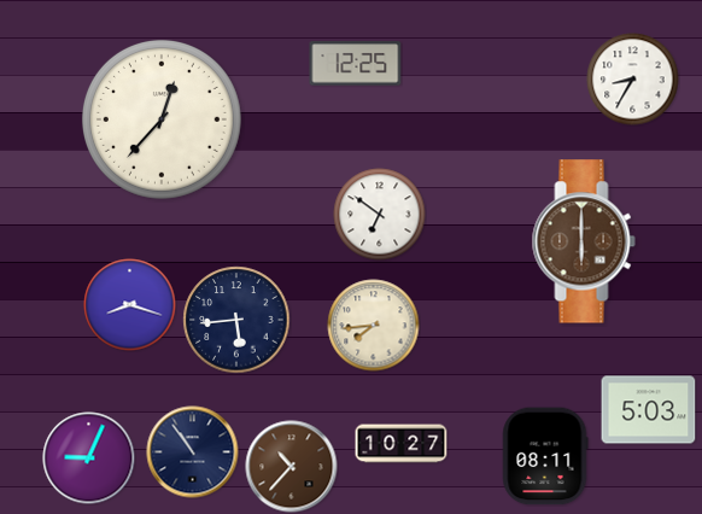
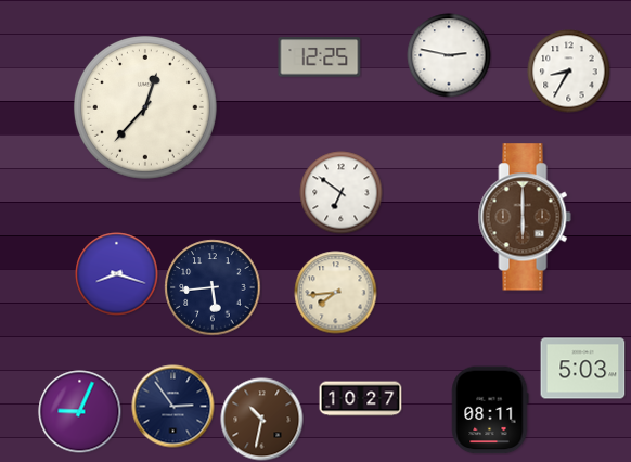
clock at (449, 55): none -> 2:47
clock at (193, 452): 10:54 -> 2:54
clock at (292, 467): 10:37 -> 10:32
